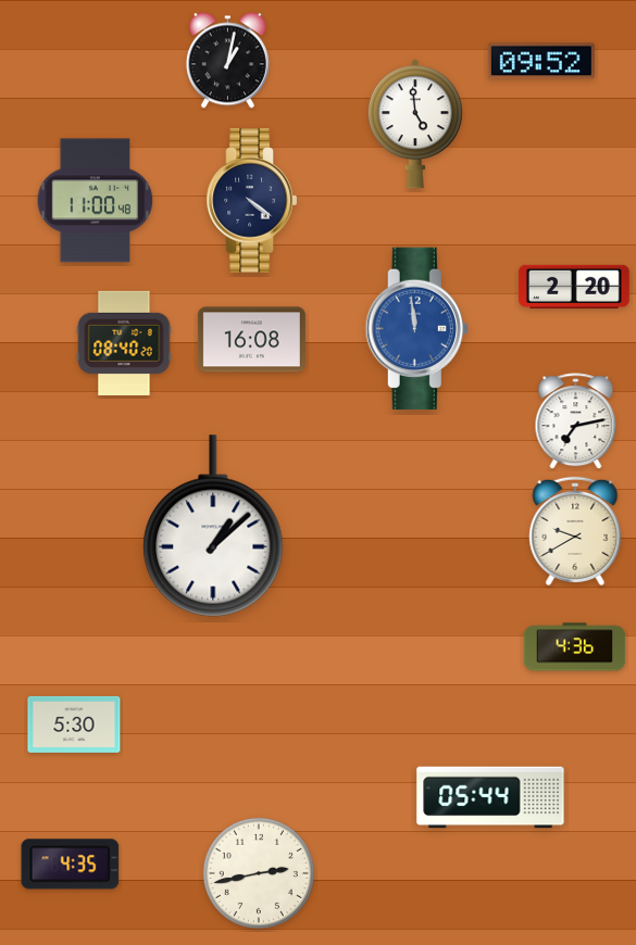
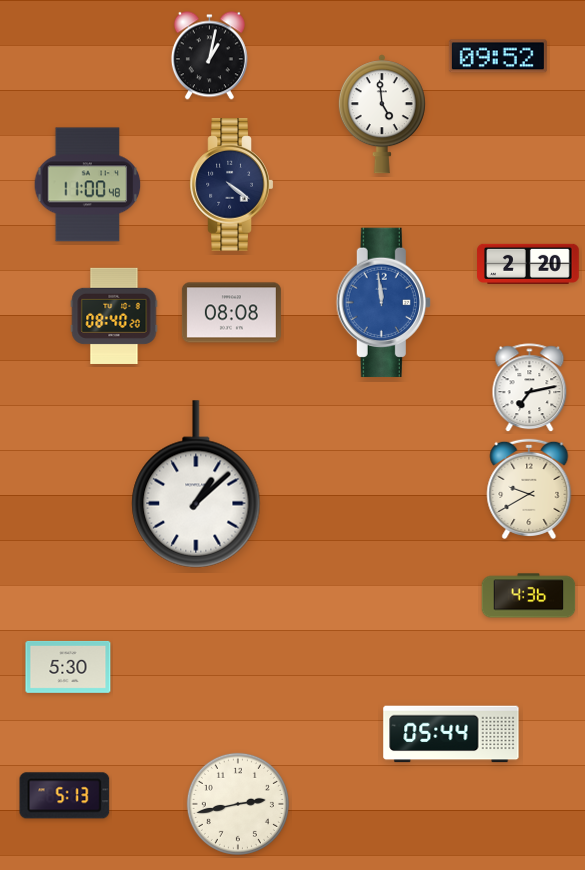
clock at (251, 340): 16:08 -> 08:08
clock at (71, 865): 4:35 -> 5:13
